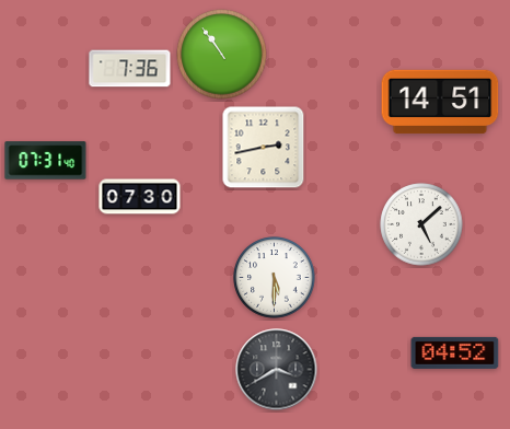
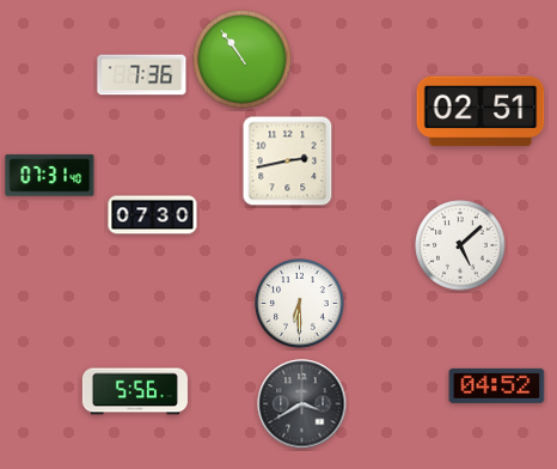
clock at (440, 102): 14:51 -> 02:51
clock at (275, 278): 5:30 -> 6:30
clock at (135, 391): none -> 5:56
